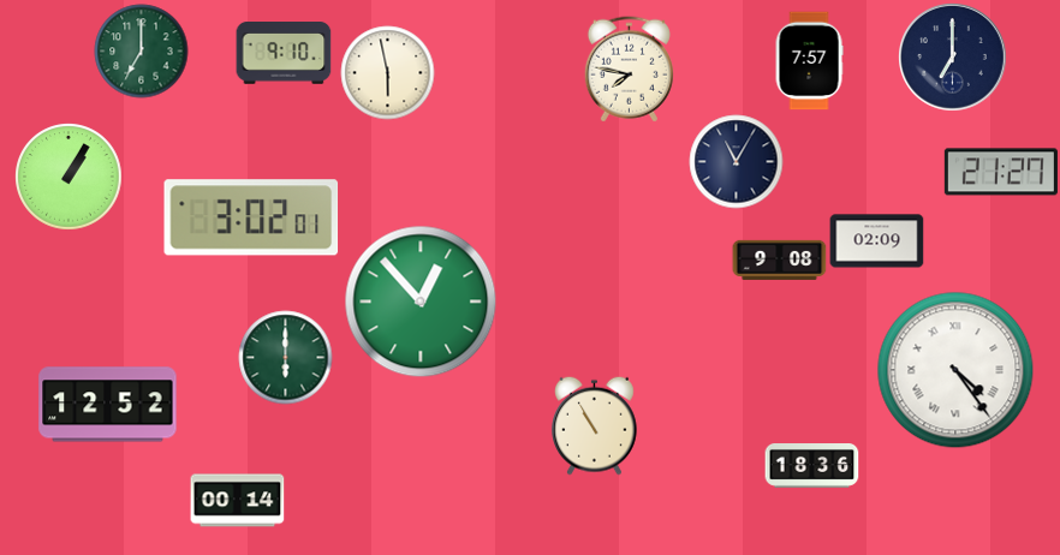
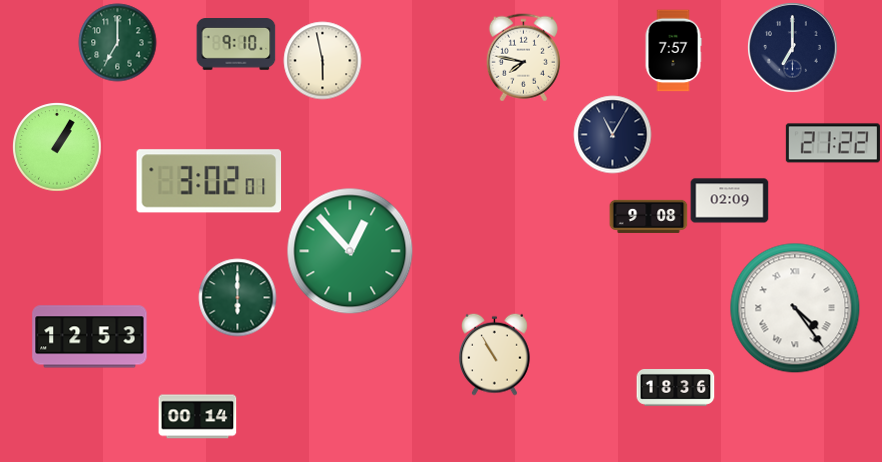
clock at (1001, 172): 21:27 -> 21:22
clock at (108, 405): 12:52 -> 12:53
